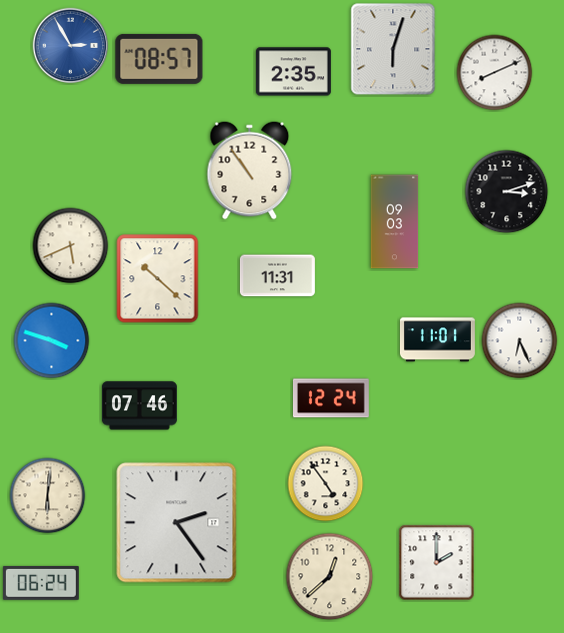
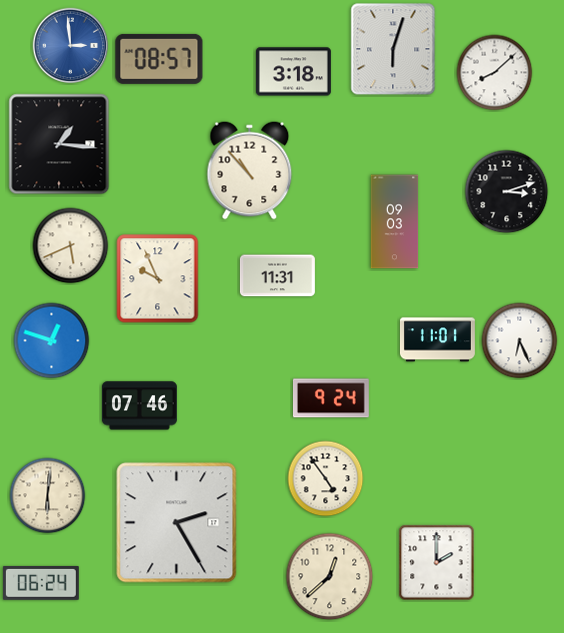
clock at (71, 46): 2:55 -> 2:59
clock at (293, 72): 2:35 -> 3:18
clock at (495, 73): 8:11 -> 8:08
clock at (59, 144): none -> 1:16
clock at (250, 171): 10:54 -> 10:53
clock at (158, 279): 10:22 -> 9:56
clock at (52, 341): 3:48 -> 12:48
clock at (331, 398): 12:24 -> 9:24
clock at (326, 484) position: (326, 484) -> (326, 479)
clock at (177, 523): 2:24 -> 2:25
